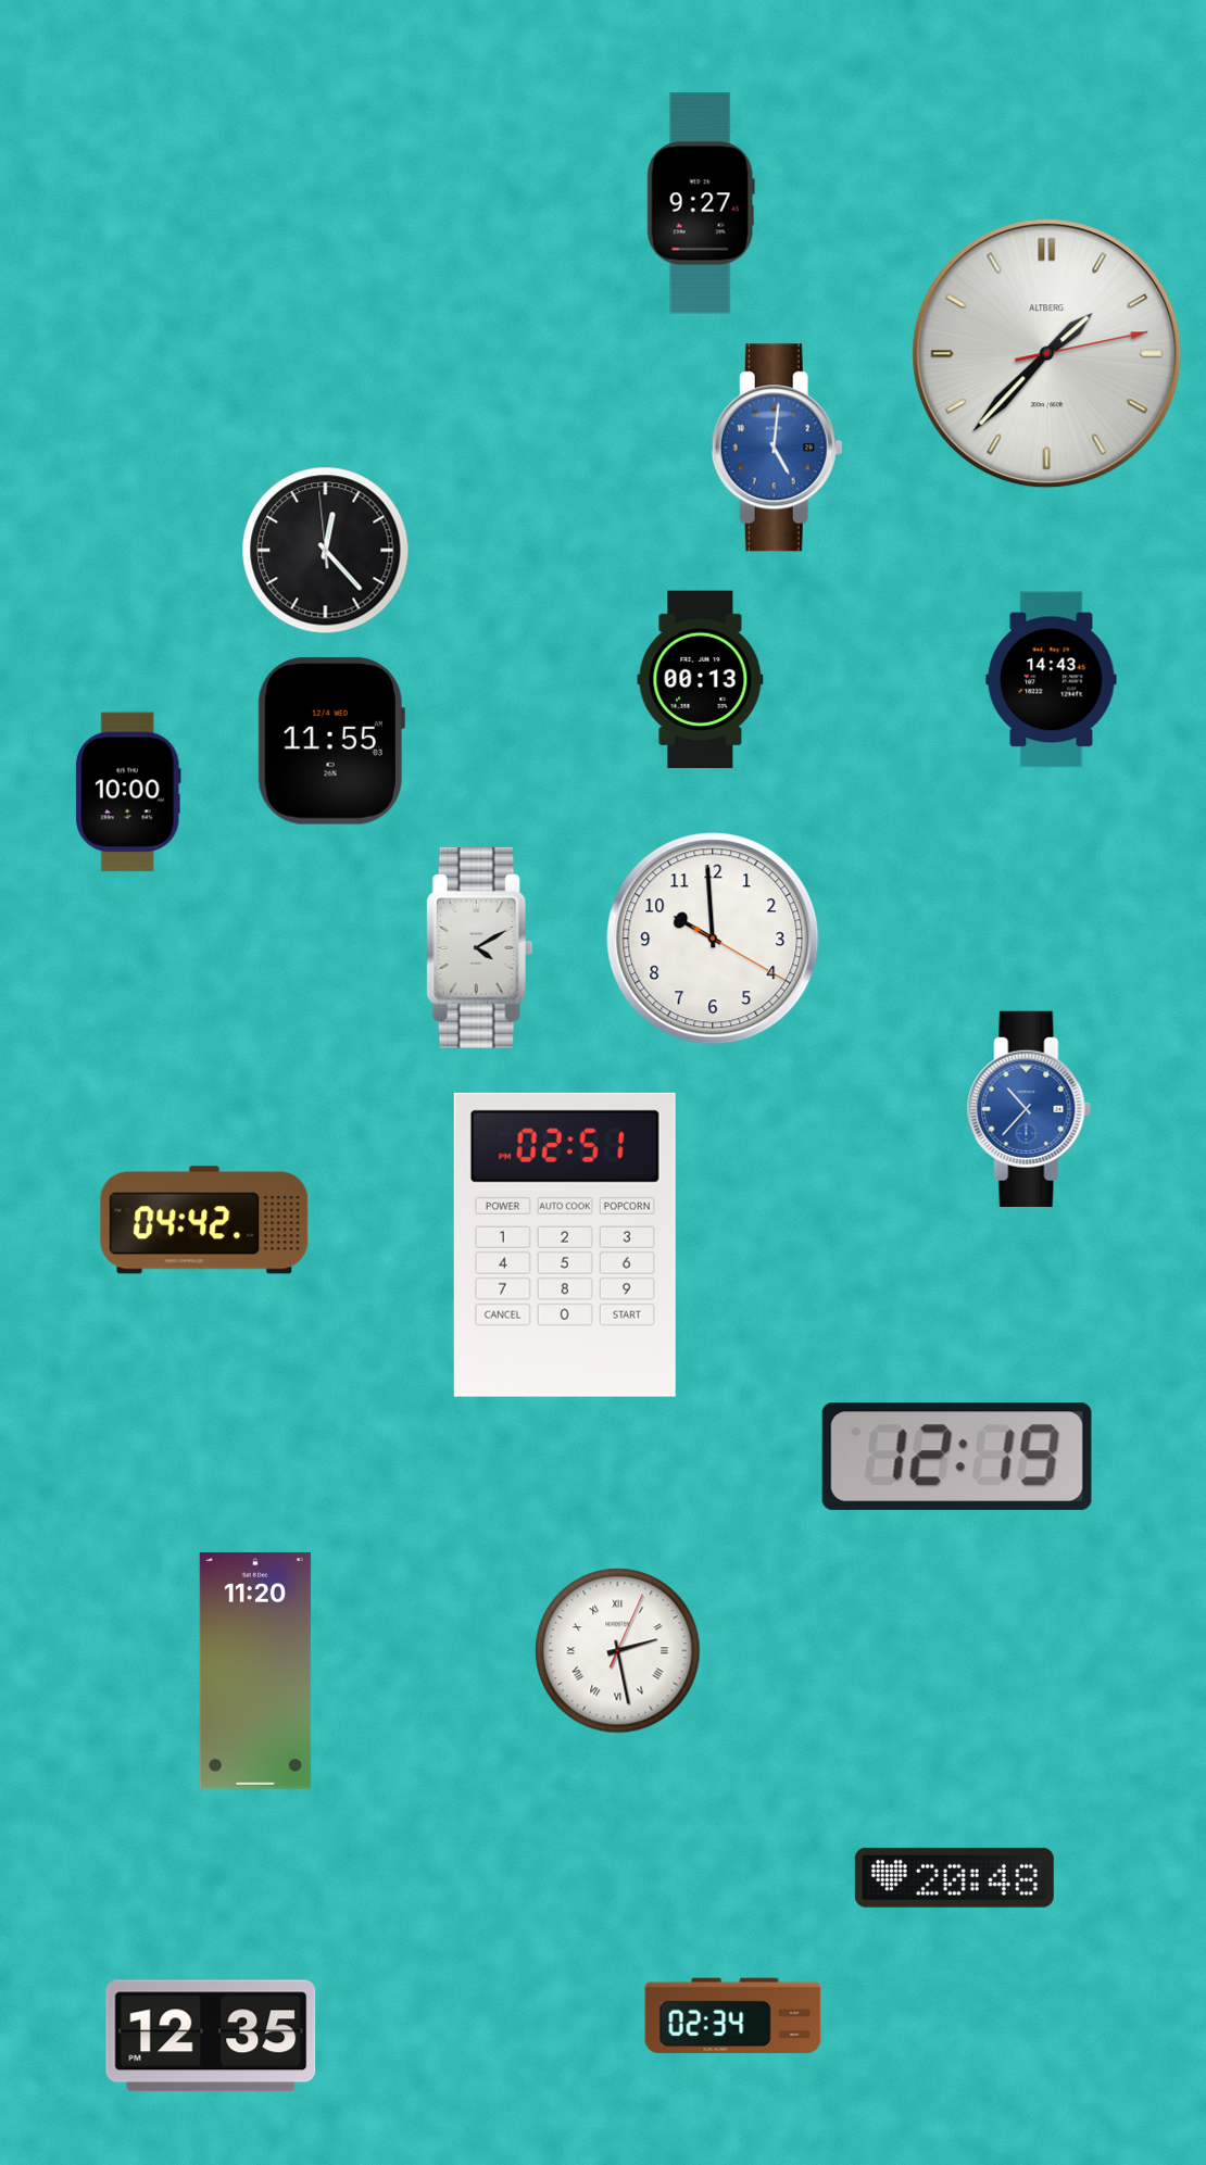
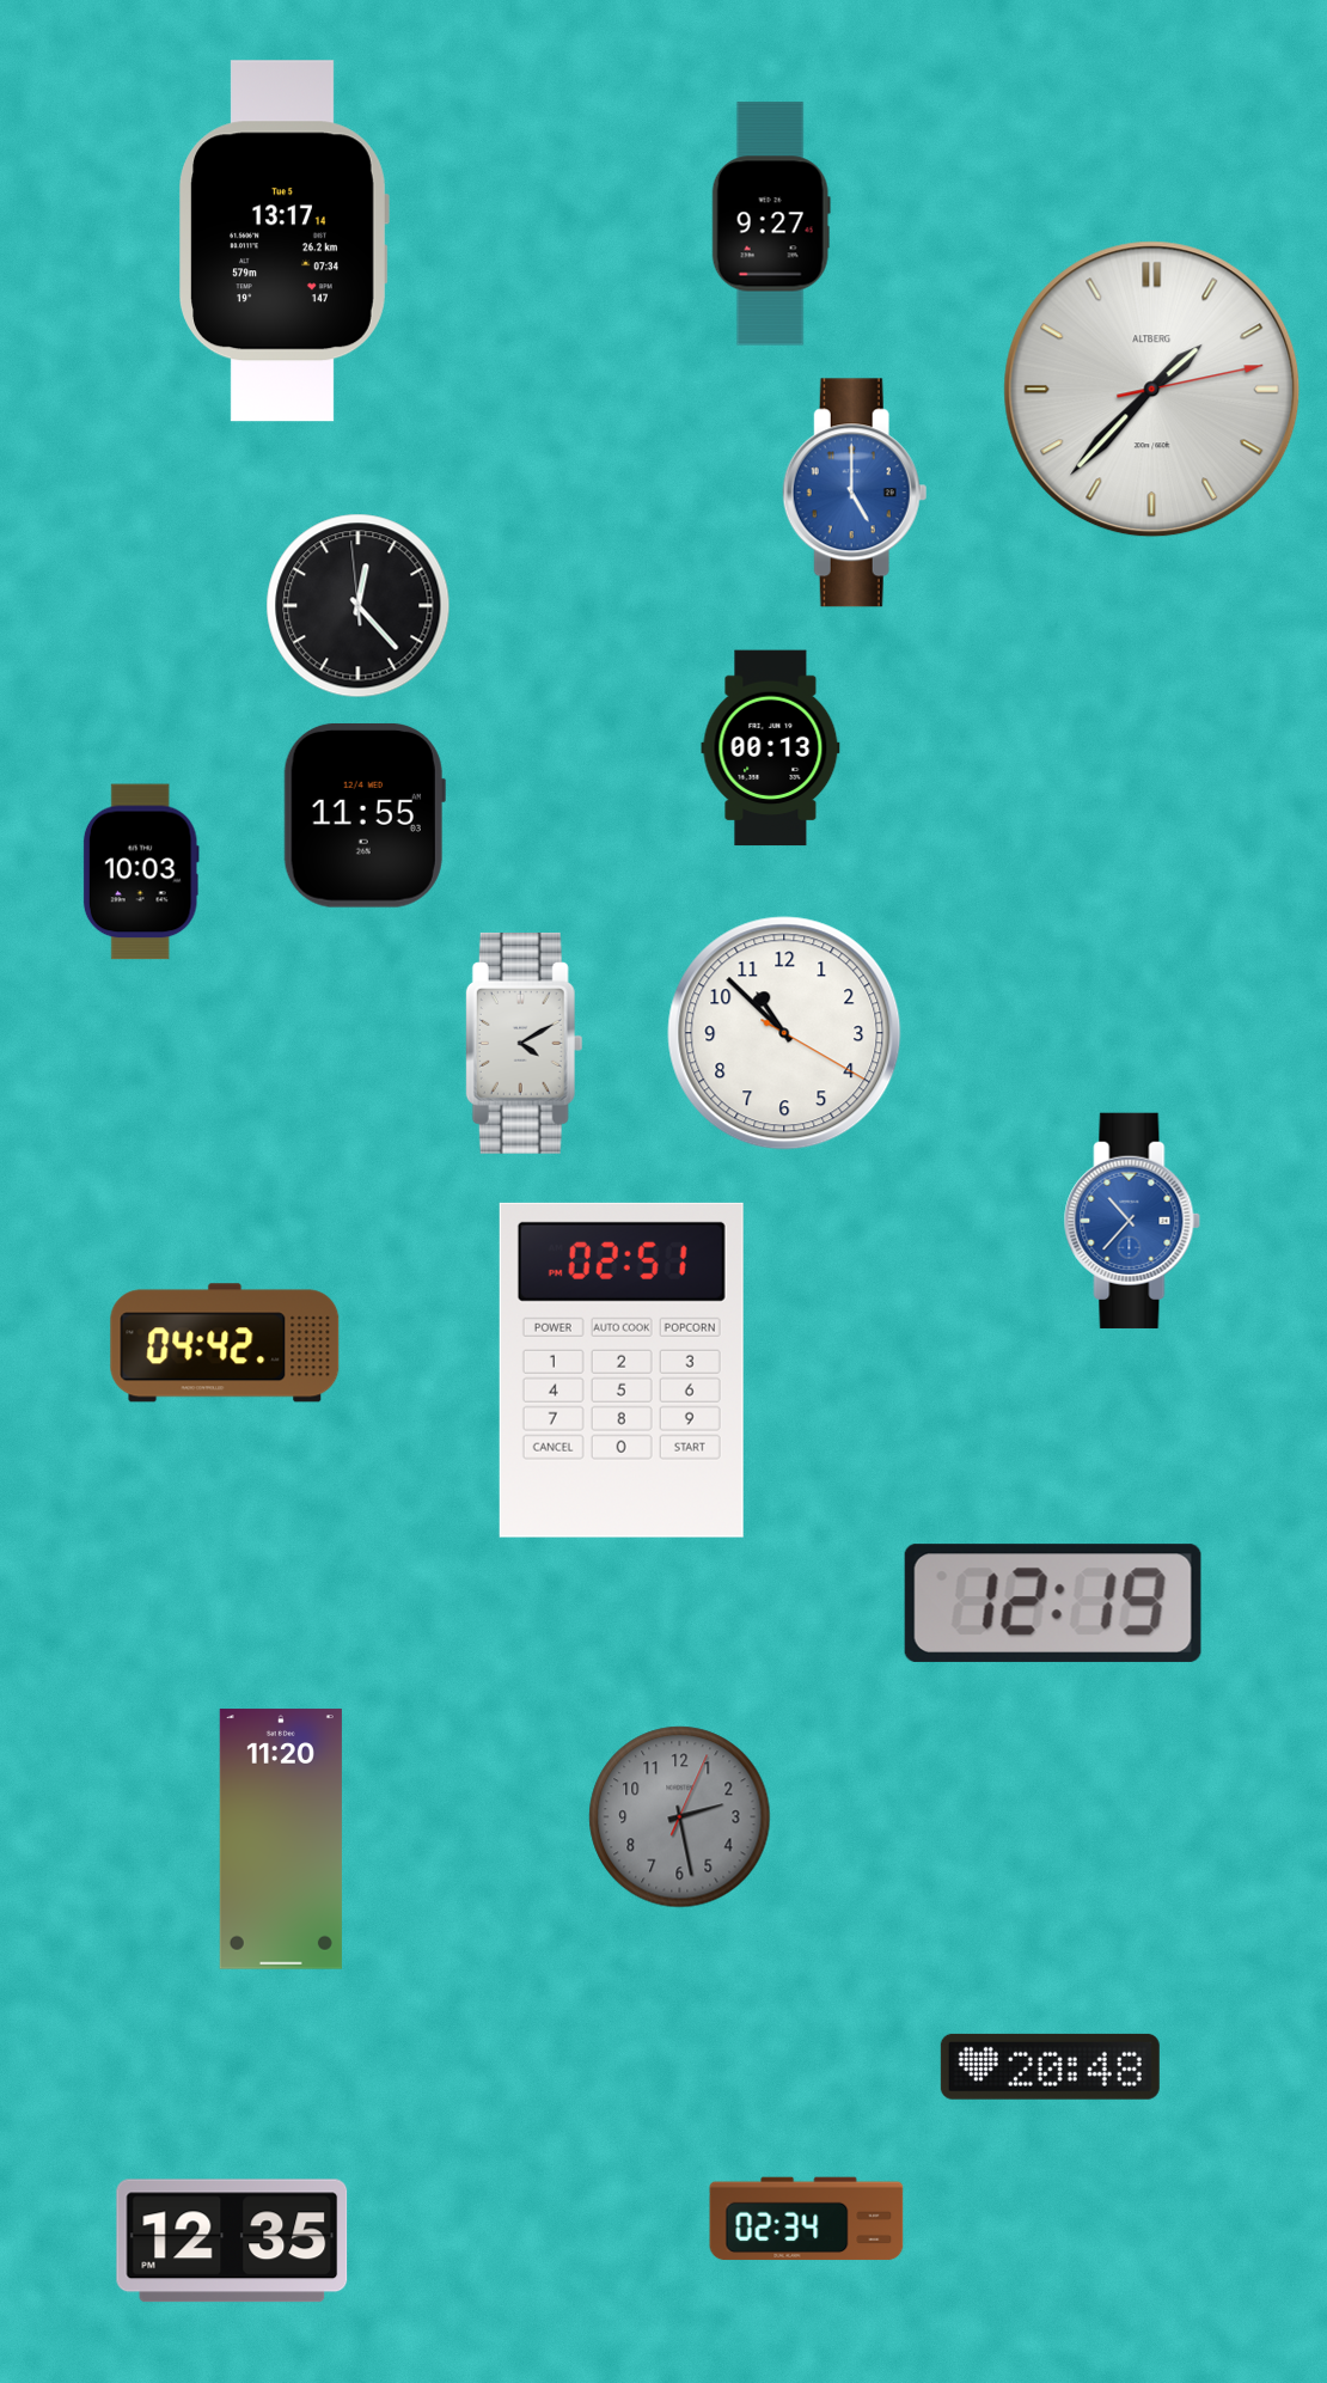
clock at (283, 242): none -> 13:17
clock at (777, 448): 5:01 -> 5:00
clock at (1052, 680): 14:43 -> none
clock at (128, 792): 10:00 -> 10:03
clock at (713, 939): 9:59 -> 10:52
clock at (479, 947) position: (479, 947) -> (524, 1043)
clock at (618, 1651) dial: white -> grey
clock at (618, 1651) numerals: Roman -> Arabic
